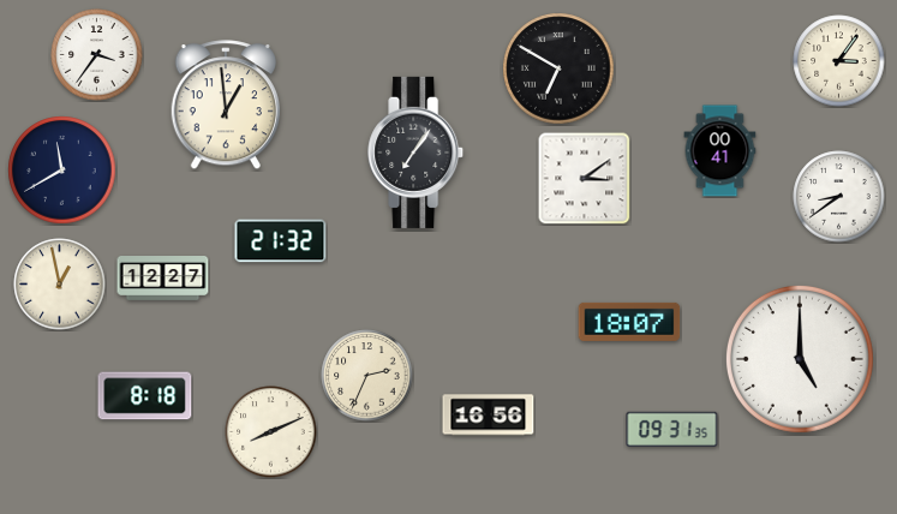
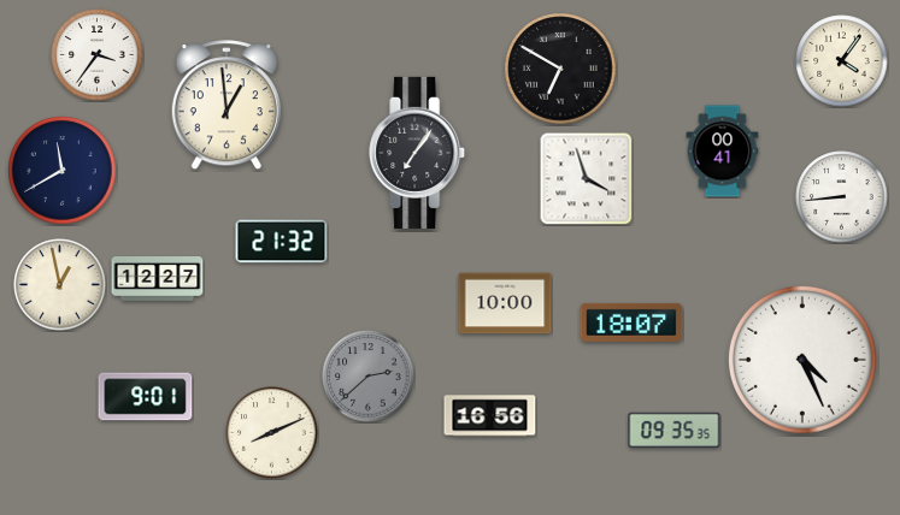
clock at (839, 61): 3:06 -> 4:06
clock at (584, 178): 3:09 -> 3:57
clock at (839, 197): 8:39 -> 8:44
clock at (163, 279) position: (163, 279) -> (158, 279)
clock at (505, 303): none -> 10:00
clock at (800, 359): 5:00 -> 4:26
clock at (367, 376): 2:34 -> 2:38
clock at (367, 376) dial: cream -> grey
clock at (145, 396): 8:18 -> 9:01
clock at (672, 429): 09:31 -> 09:35
